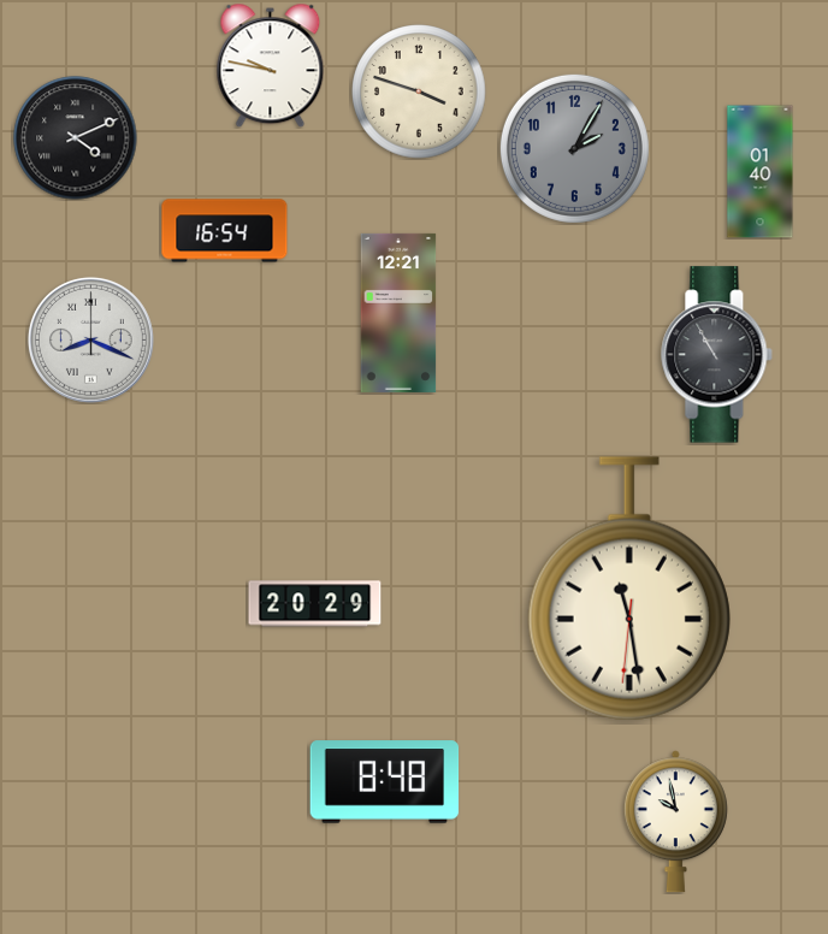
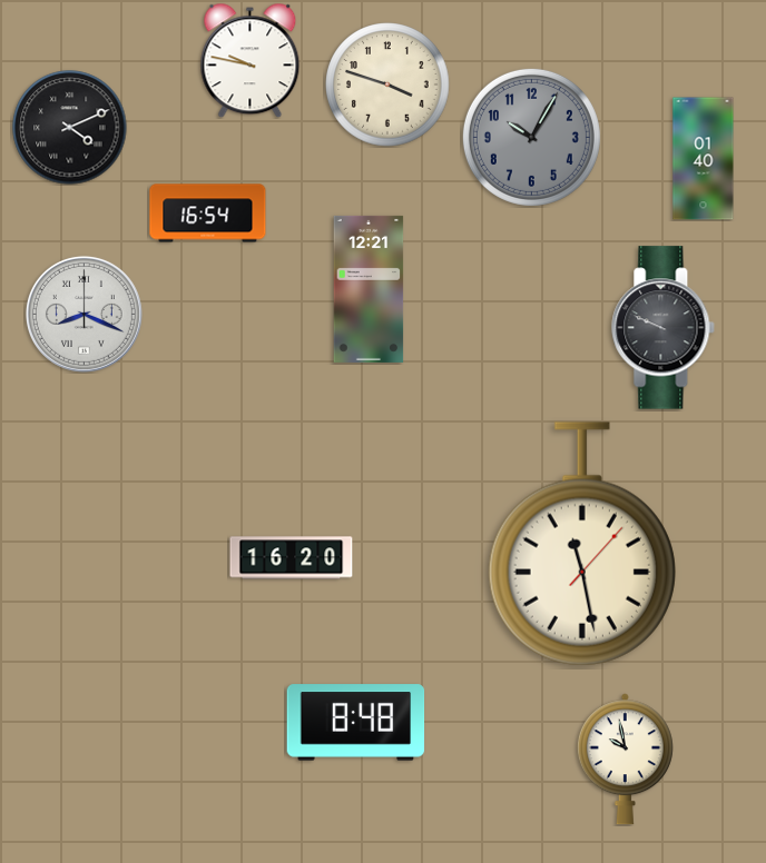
clock at (574, 148): 2:05 -> 10:05
clock at (717, 355): 10:55 -> 9:49
clock at (629, 589): 11:28:31 -> 11:28:07
clock at (315, 604): 20:29 -> 16:20
